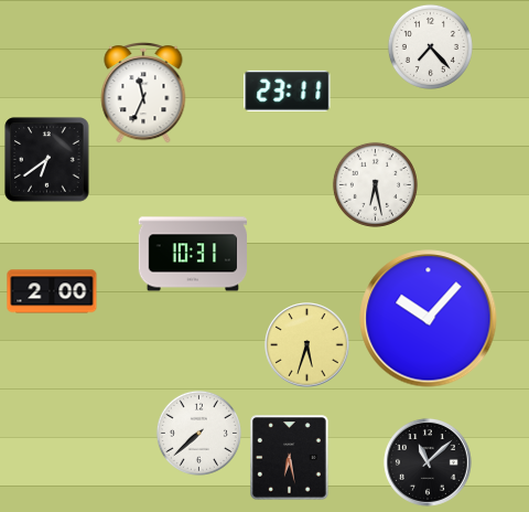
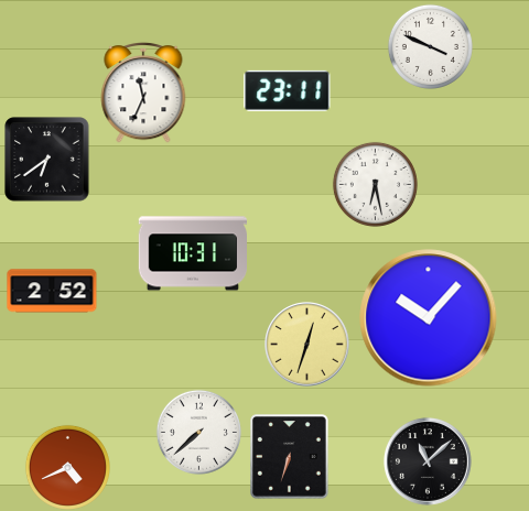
clock at (430, 46): 7:23 -> 3:49
clock at (52, 291): 2:00 -> 2:52
clock at (307, 345): 5:33 -> 12:33
clock at (290, 458): 6:28 -> 6:33
clock at (67, 467): none -> 4:41
